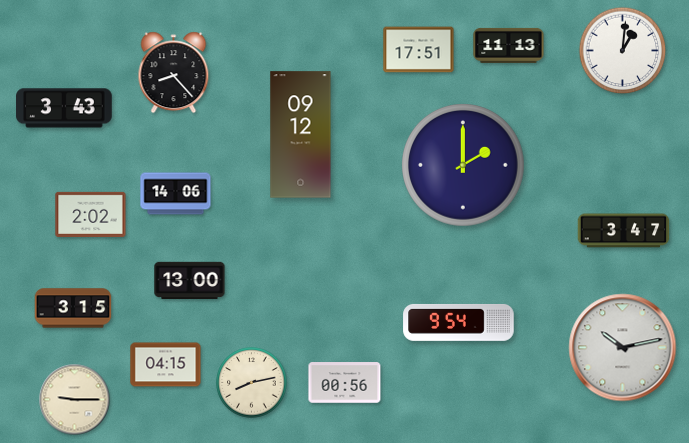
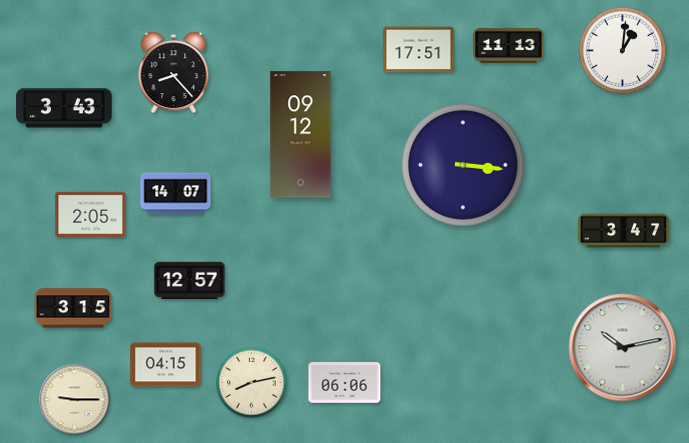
clock at (463, 165): 2:00 -> 3:16
clock at (176, 194): 14:06 -> 14:07
clock at (91, 214): 2:02 -> 2:05
clock at (190, 281): 13:00 -> 12:57
clock at (459, 322): 9:54 -> none
clock at (345, 383): 00:56 -> 06:06
